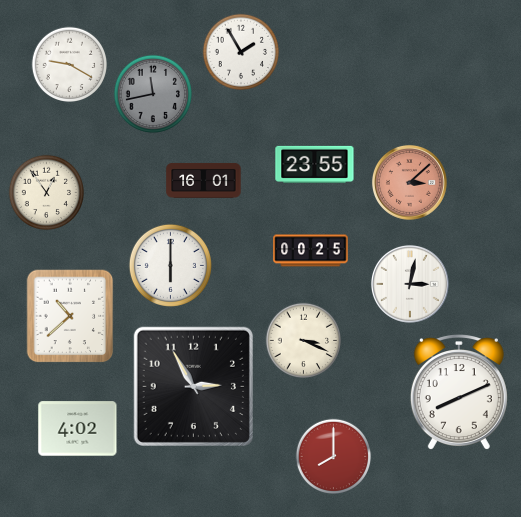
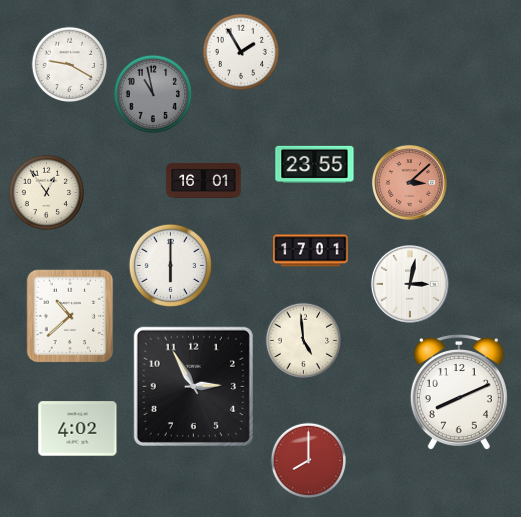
clock at (152, 93): 11:43 -> 10:58
clock at (311, 251): 00:25 -> 17:01
clock at (304, 341): 3:19 -> 4:59
clock at (334, 457) position: (334, 457) -> (309, 461)
